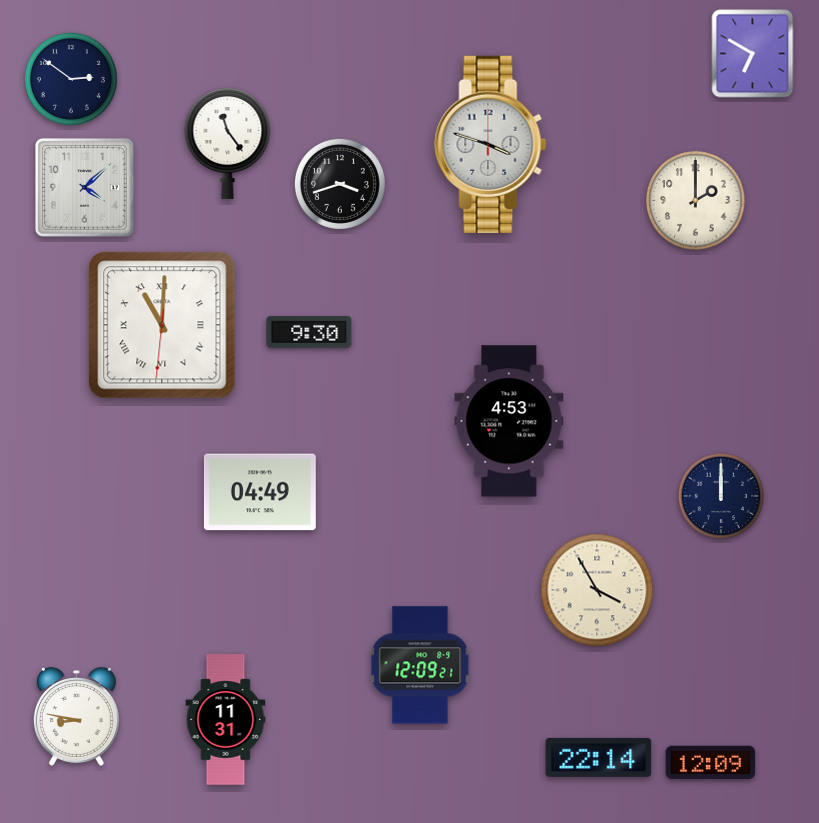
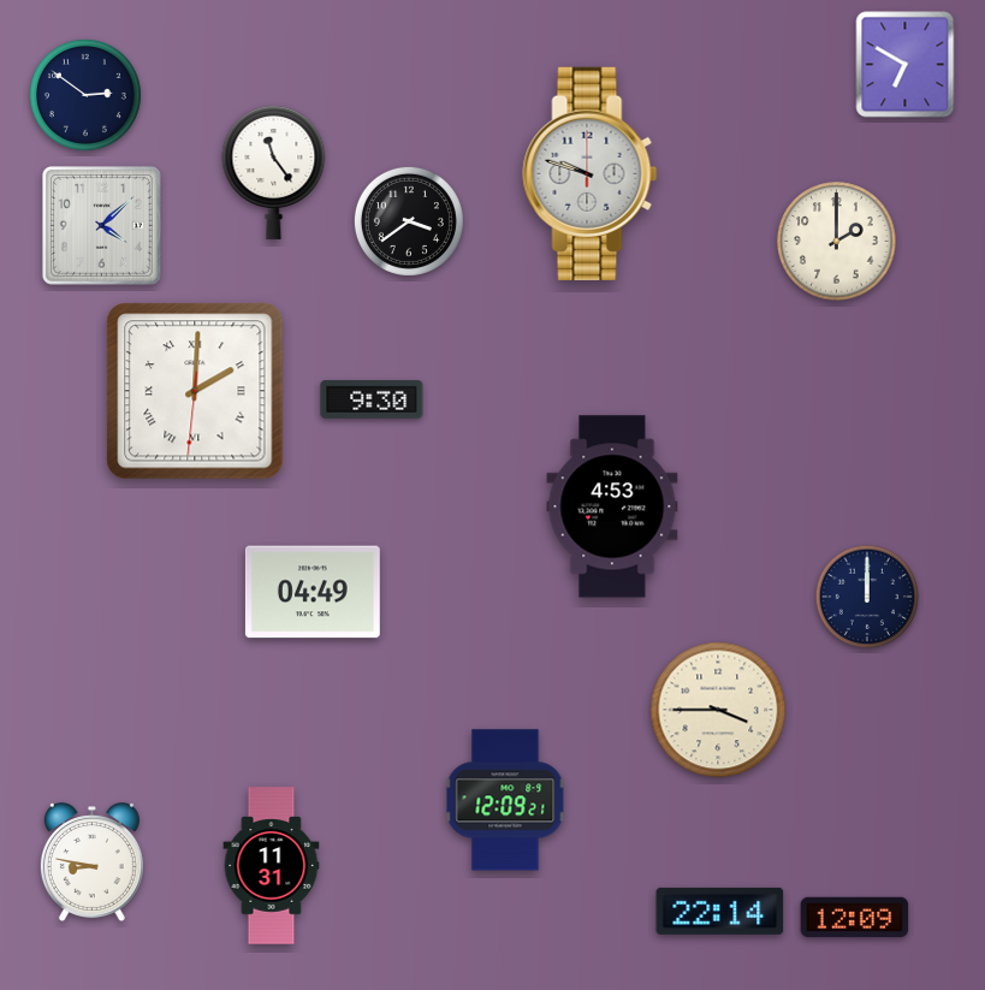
clock at (491, 144): 3:48 -> 9:48
clock at (340, 184): 3:42 -> 3:39
clock at (162, 325): 11:00 -> 2:00
clock at (597, 590): 3:55 -> 3:45
